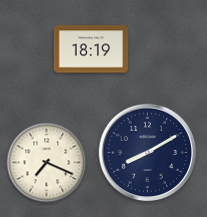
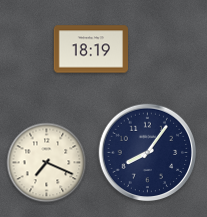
clock at (148, 153): 8:10 -> 8:06
